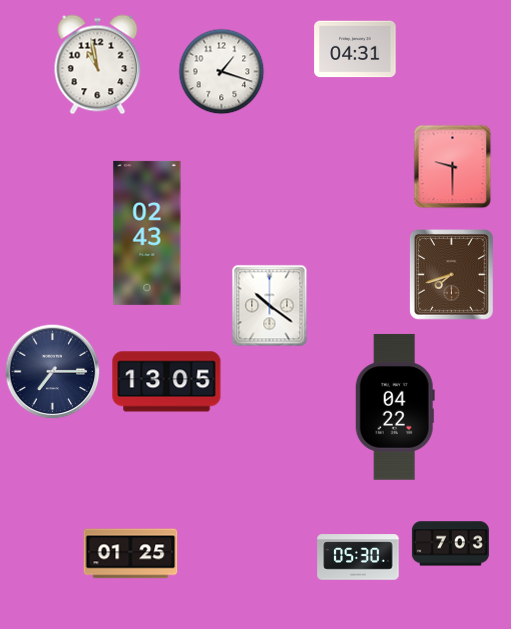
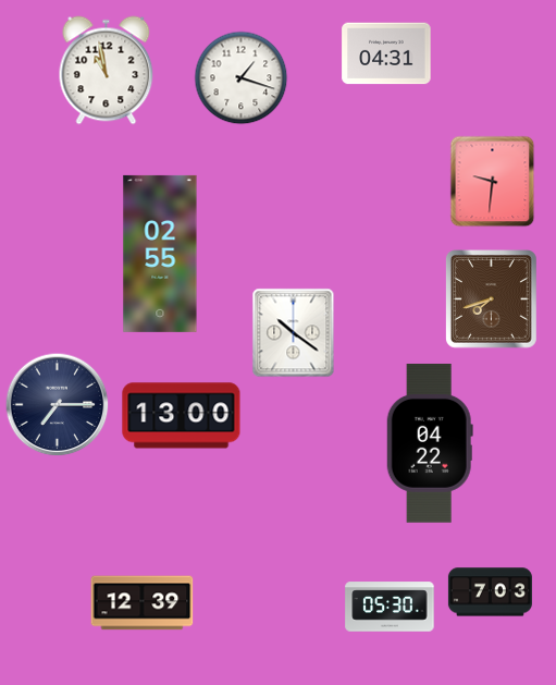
clock at (453, 167): 9:30 -> 9:31
clock at (147, 233): 02:43 -> 02:55
clock at (167, 382): 13:05 -> 13:00
clock at (131, 554): 01:25 -> 12:39
